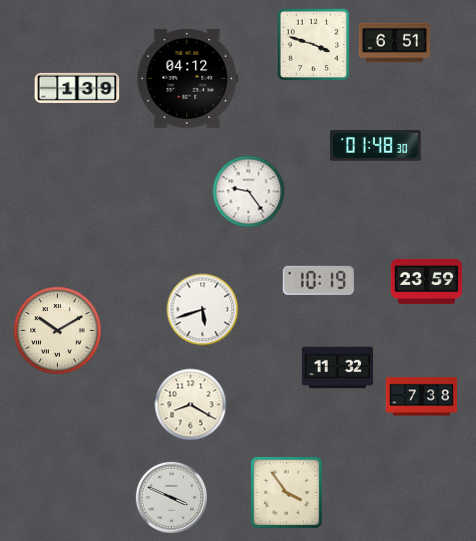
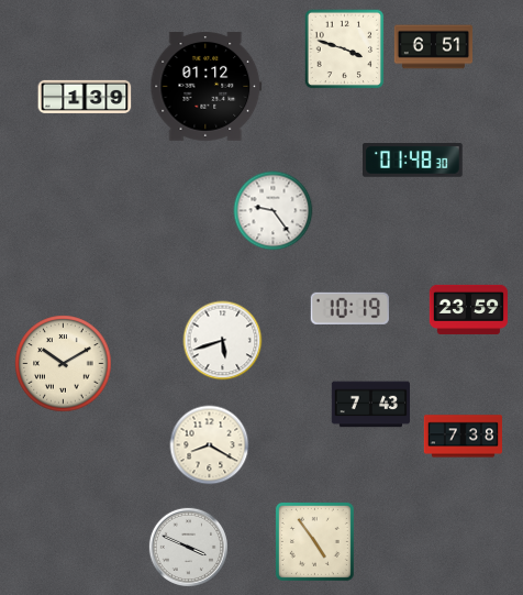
clock at (188, 78): 04:12 -> 01:12
clock at (337, 368): 11:32 -> 7:43
clock at (286, 492): 3:54 -> 4:54
